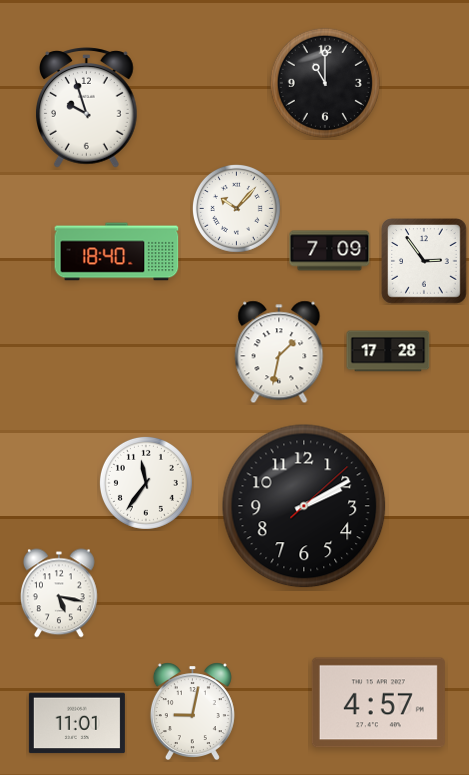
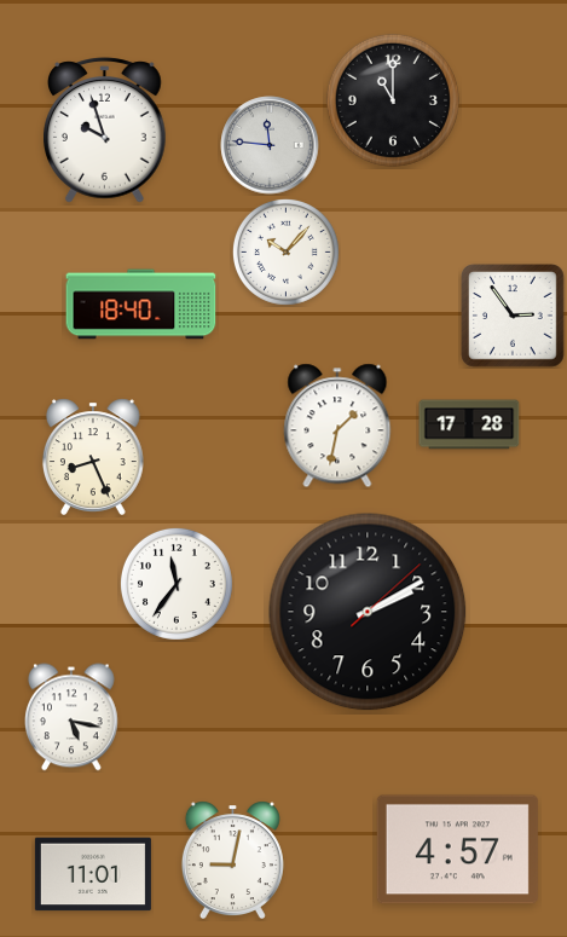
clock at (270, 145): none -> 11:46
clock at (330, 251): 7:09 -> none
clock at (93, 457): none -> 8:26
